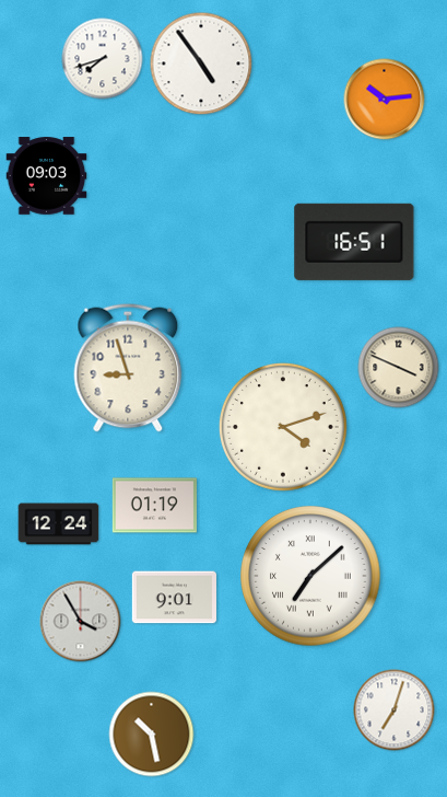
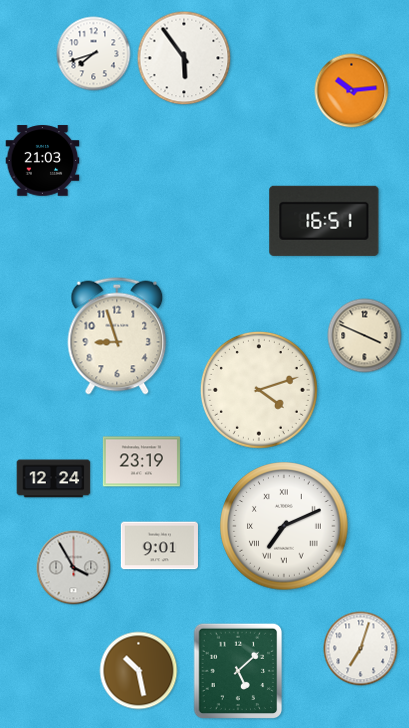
clock at (201, 63): 4:54 -> 5:54
clock at (47, 176): 09:03 -> 21:03
clock at (154, 506): 01:19 -> 23:19
clock at (310, 576): 7:08 -> 7:11
clock at (238, 671): none -> 5:08
